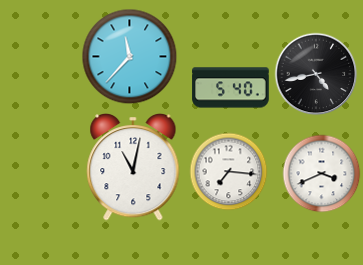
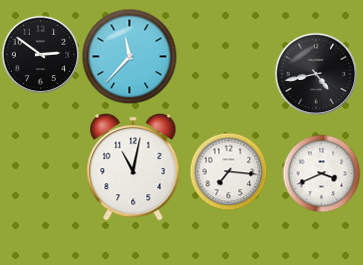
clock at (40, 54): none -> 2:51
clock at (231, 88): 5:40 -> none
